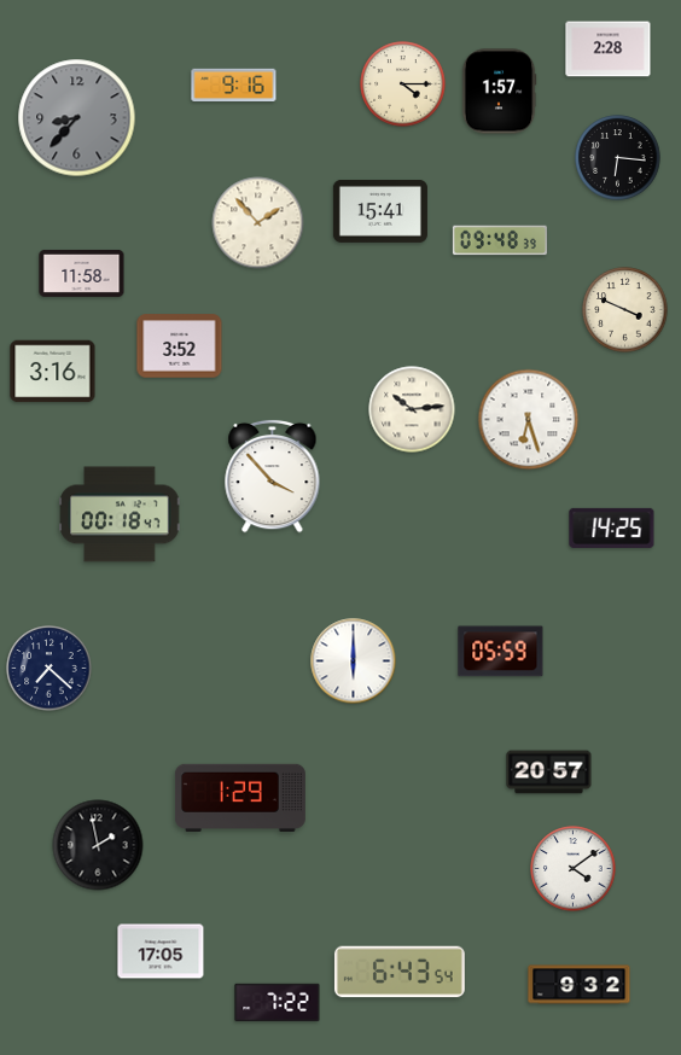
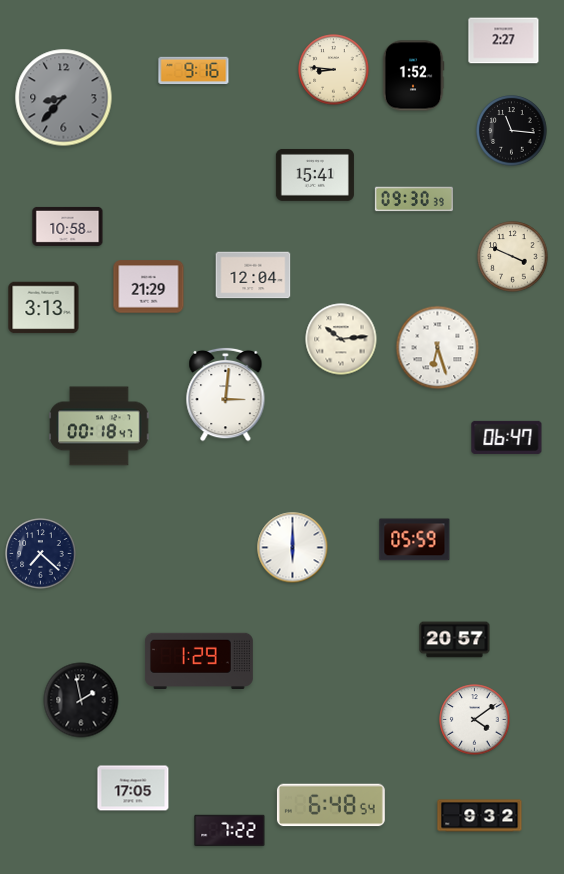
clock at (609, 49): 2:28 -> 2:27
clock at (403, 84): 4:15 -> 8:46
clock at (499, 92): 1:57 -> 1:52
clock at (618, 158): 6:16 -> 11:16
clock at (258, 223): 1:53 -> none
clock at (500, 240): 09:48 -> 09:30
clock at (82, 273): 11:58 -> 10:58
clock at (625, 310) position: (625, 310) -> (513, 257)
clock at (253, 275): none -> 12:04
clock at (180, 346): 3:52 -> 21:29
clock at (53, 372): 3:16 -> 3:13
clock at (273, 476): 3:53 -> 3:01
clock at (612, 527): 14:25 -> 06:47
clock at (400, 972): 6:43 -> 6:48
